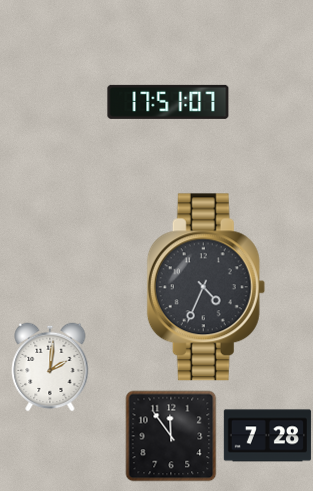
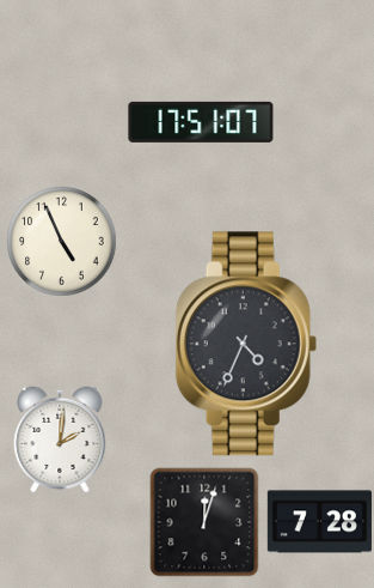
clock at (61, 241): none -> 4:56
clock at (171, 436): 11:54 -> 12:03
